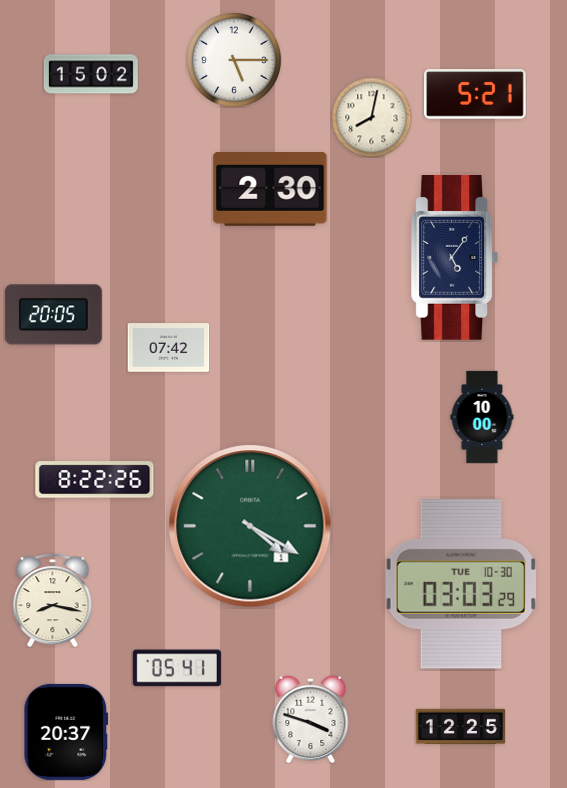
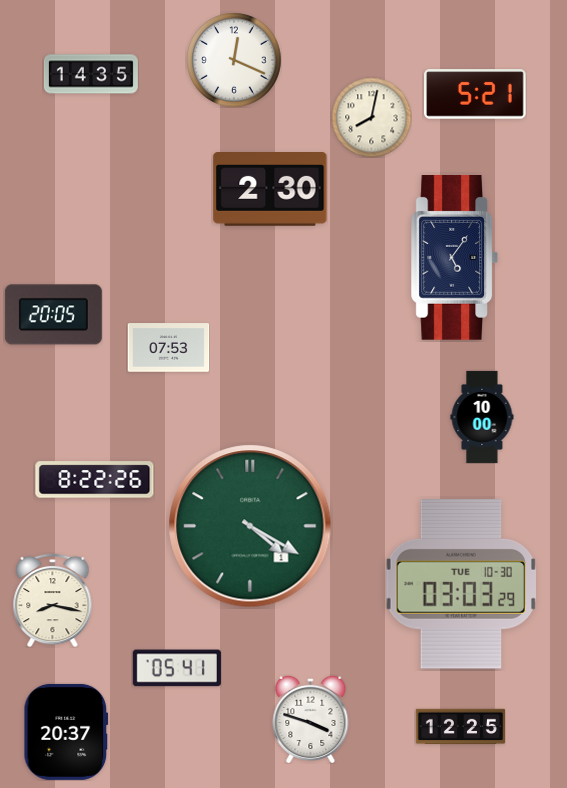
clock at (234, 60): 5:15 -> 12:19
clock at (91, 74): 15:02 -> 14:35
clock at (168, 348): 07:42 -> 07:53
